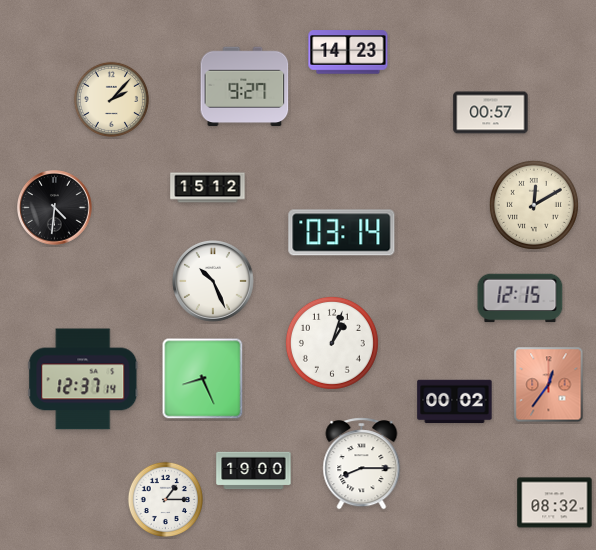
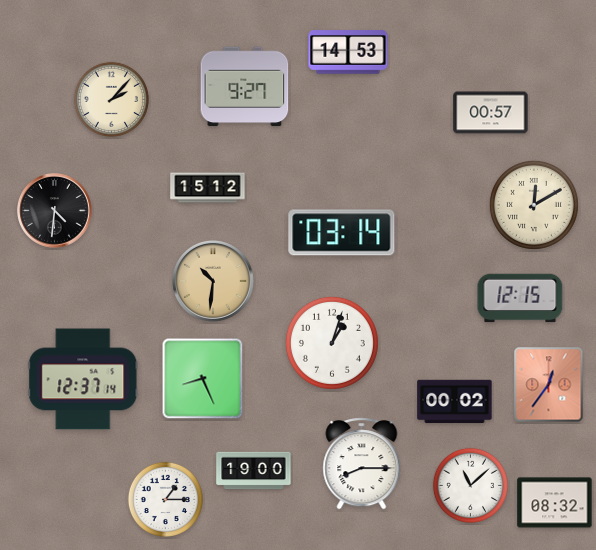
clock at (348, 52): 14:23 -> 14:53
clock at (55, 208) position: (55, 208) -> (55, 211)
clock at (213, 281): 10:26 -> 10:31
clock at (213, 281) dial: white -> champagne
clock at (470, 485): none -> 11:08
